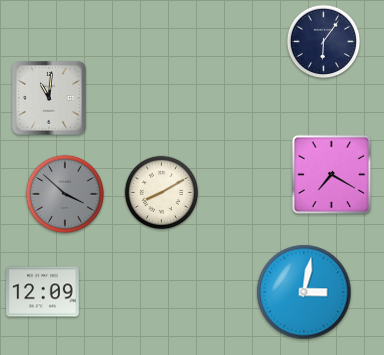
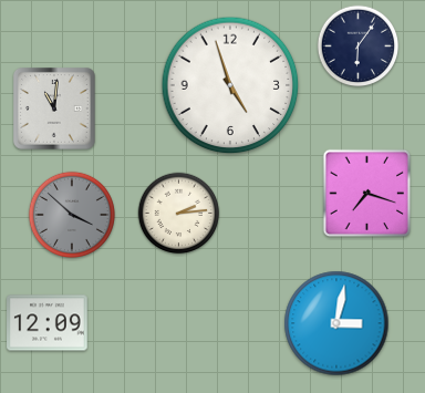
clock at (230, 85): none -> 4:57
clock at (332, 175): 7:20 -> 7:18
clock at (162, 193): 8:10 -> 2:14
